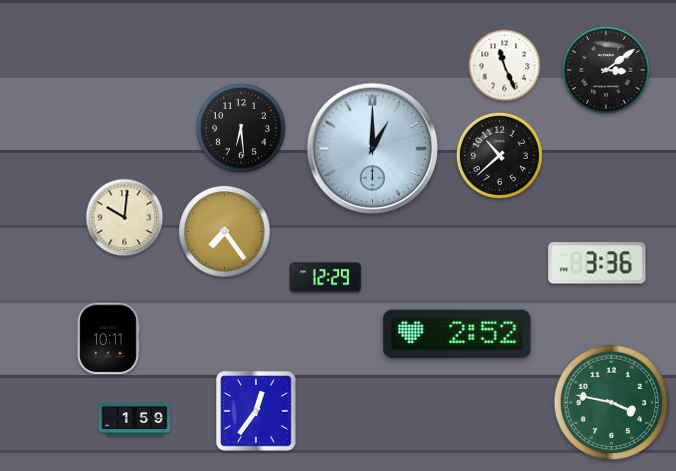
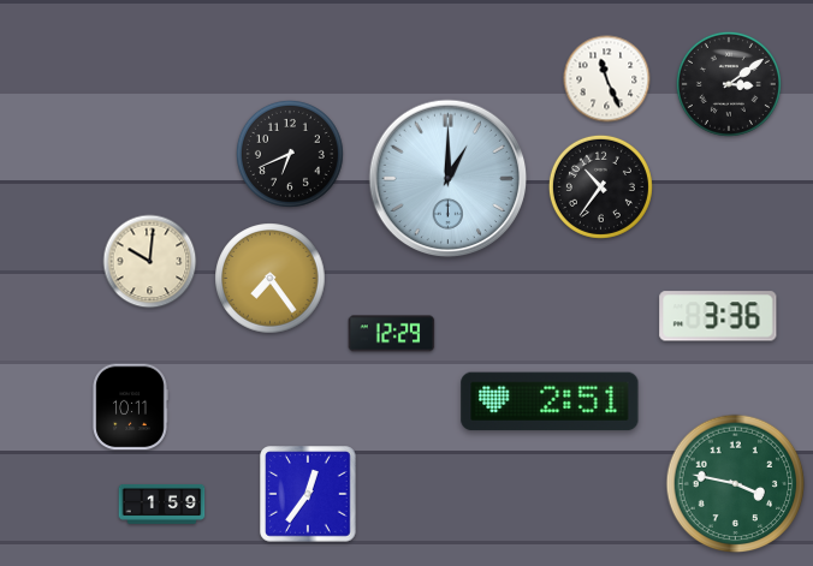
clock at (241, 128): 6:29 -> 6:41
clock at (499, 155): 10:38 -> 10:36
clock at (457, 334): 2:52 -> 2:51
